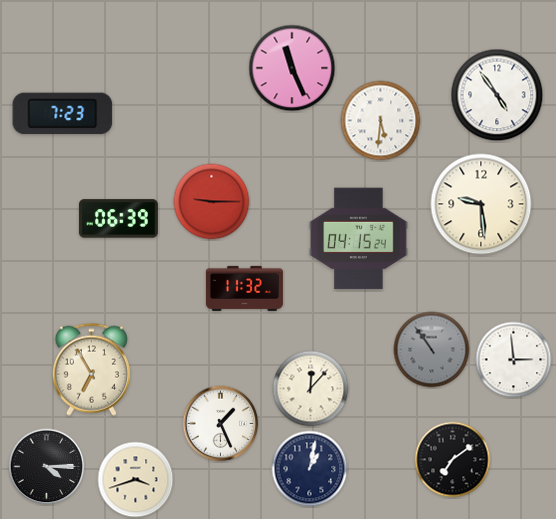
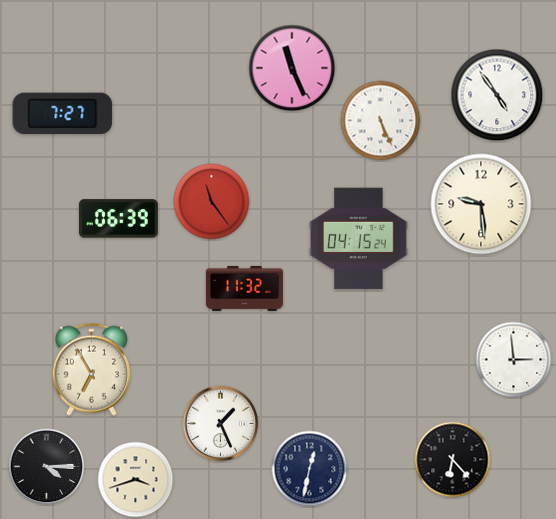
clock at (63, 114): 7:23 -> 7:27
clock at (381, 121): 5:31 -> 5:26
clock at (212, 202): 9:15 -> 11:24
clock at (432, 350): 10:54 -> none
clock at (311, 389): 12:07 -> none
clock at (453, 460): 7:09 -> 6:23
clock at (310, 469): 1:02 -> 12:32
